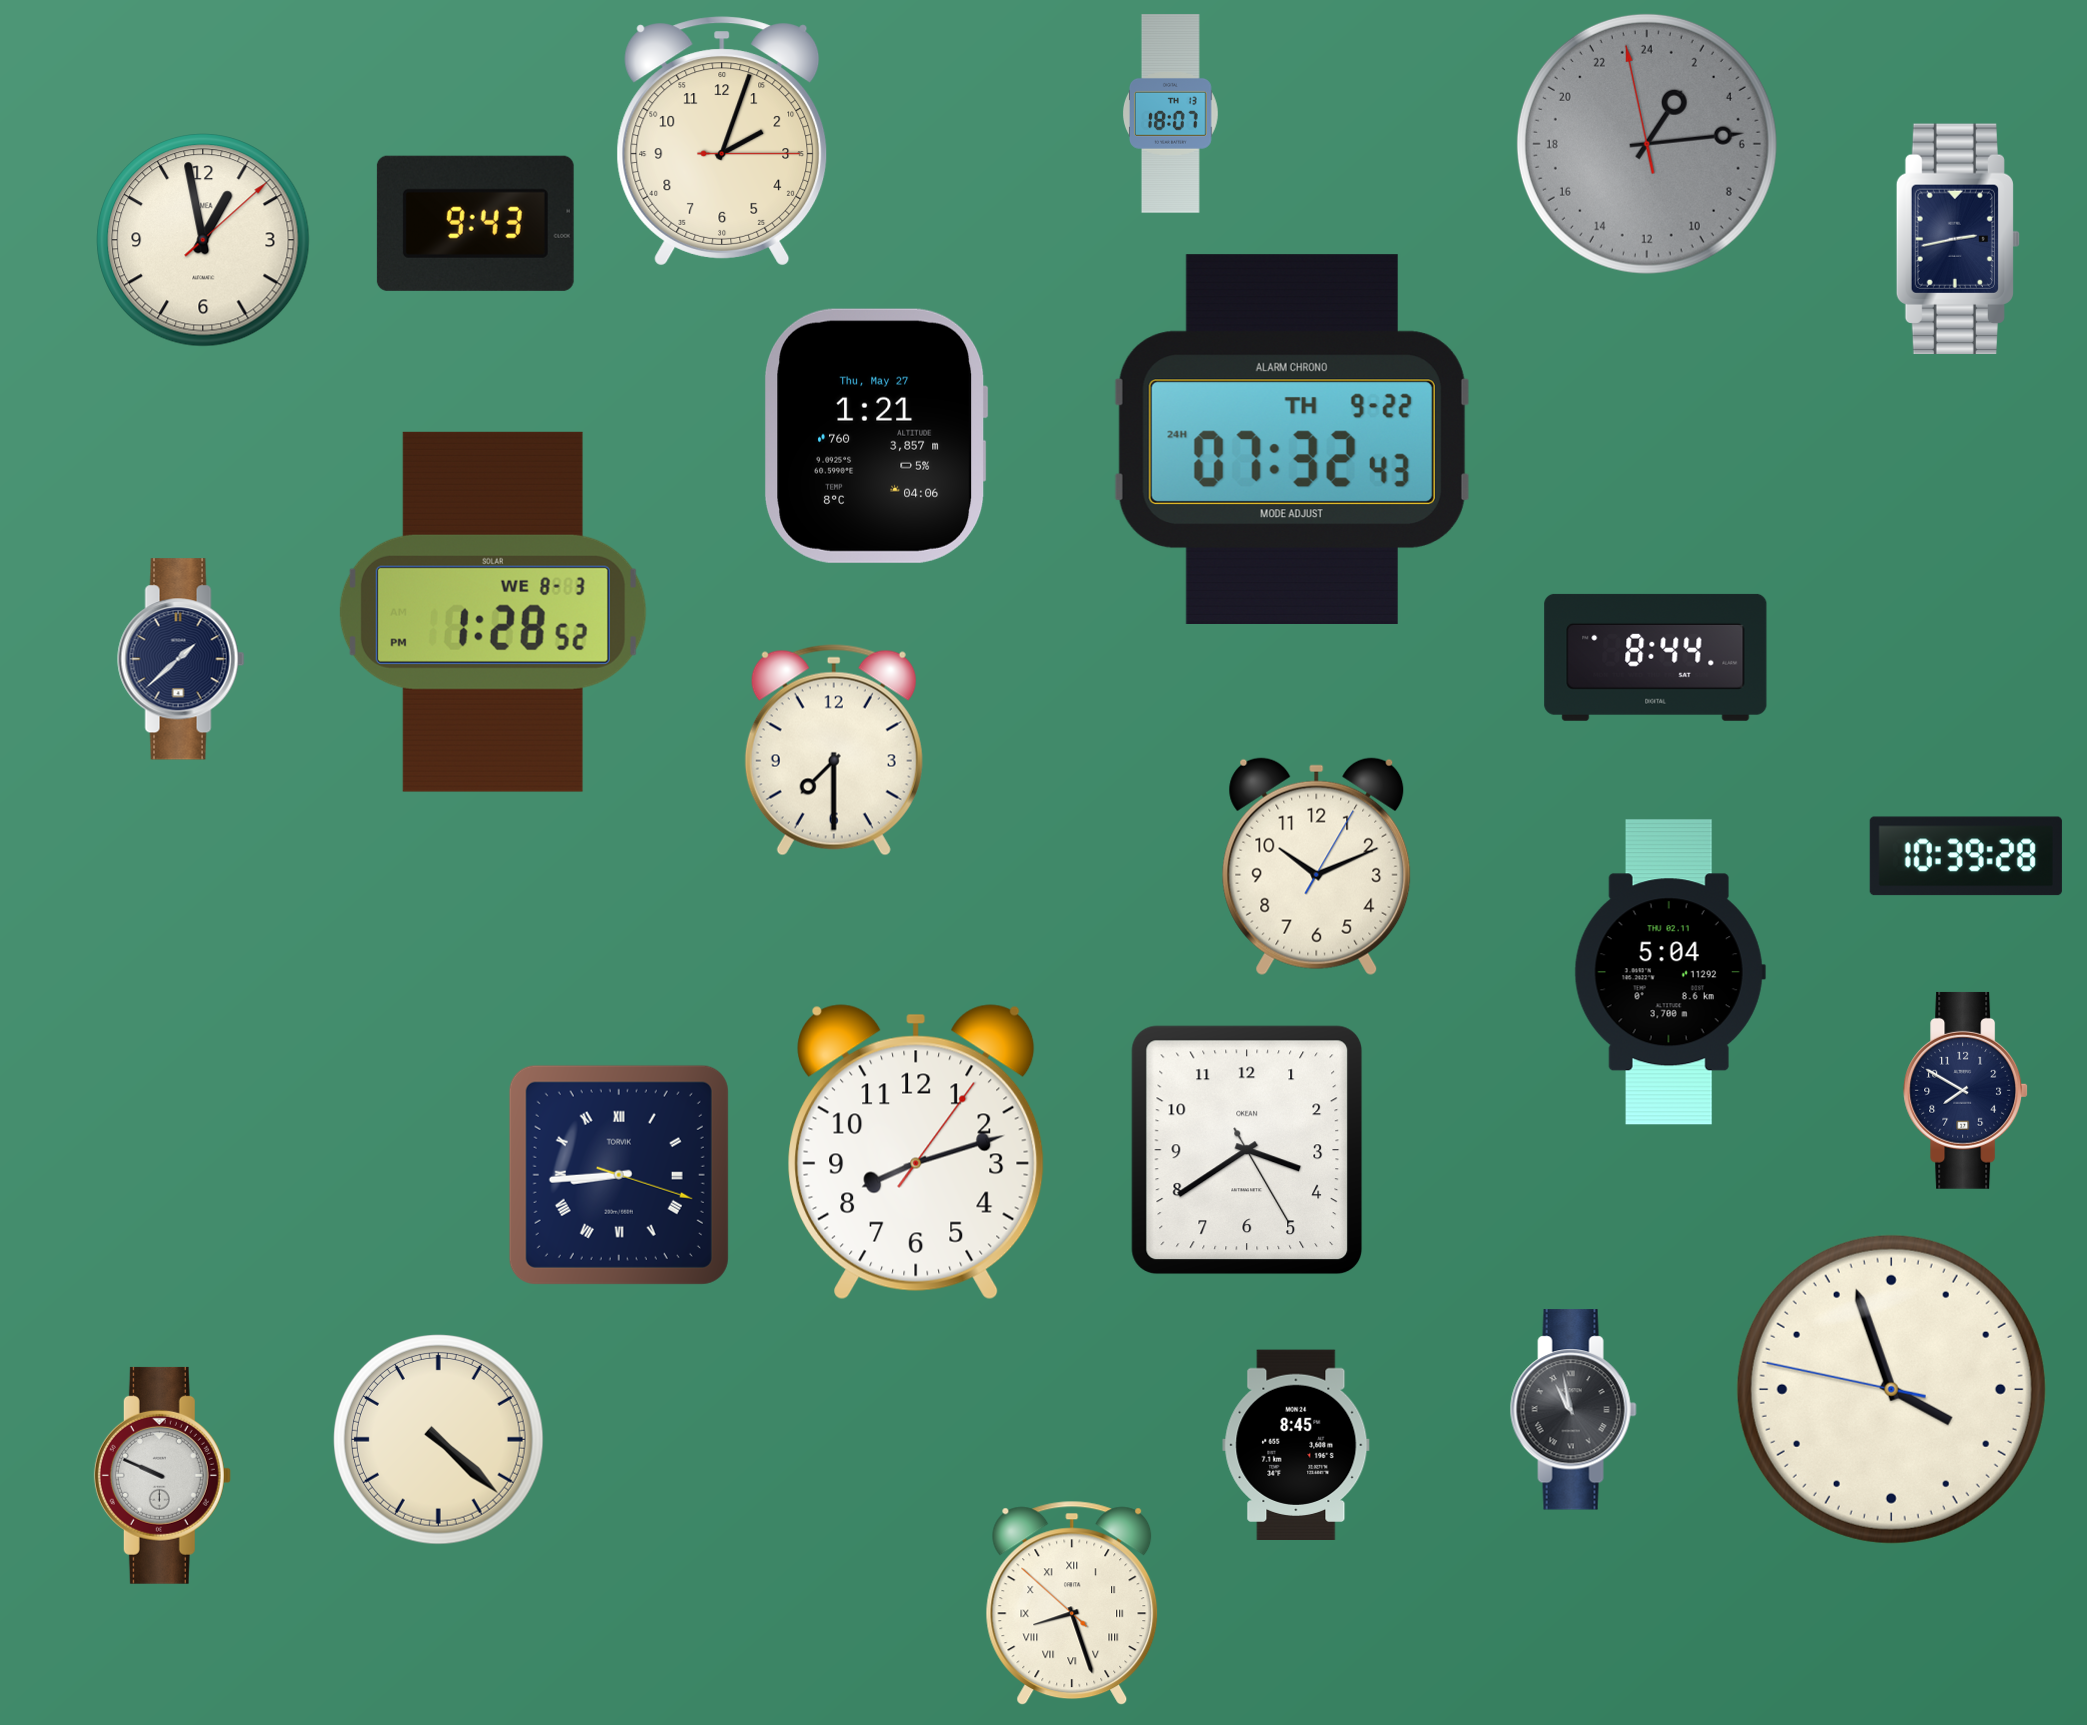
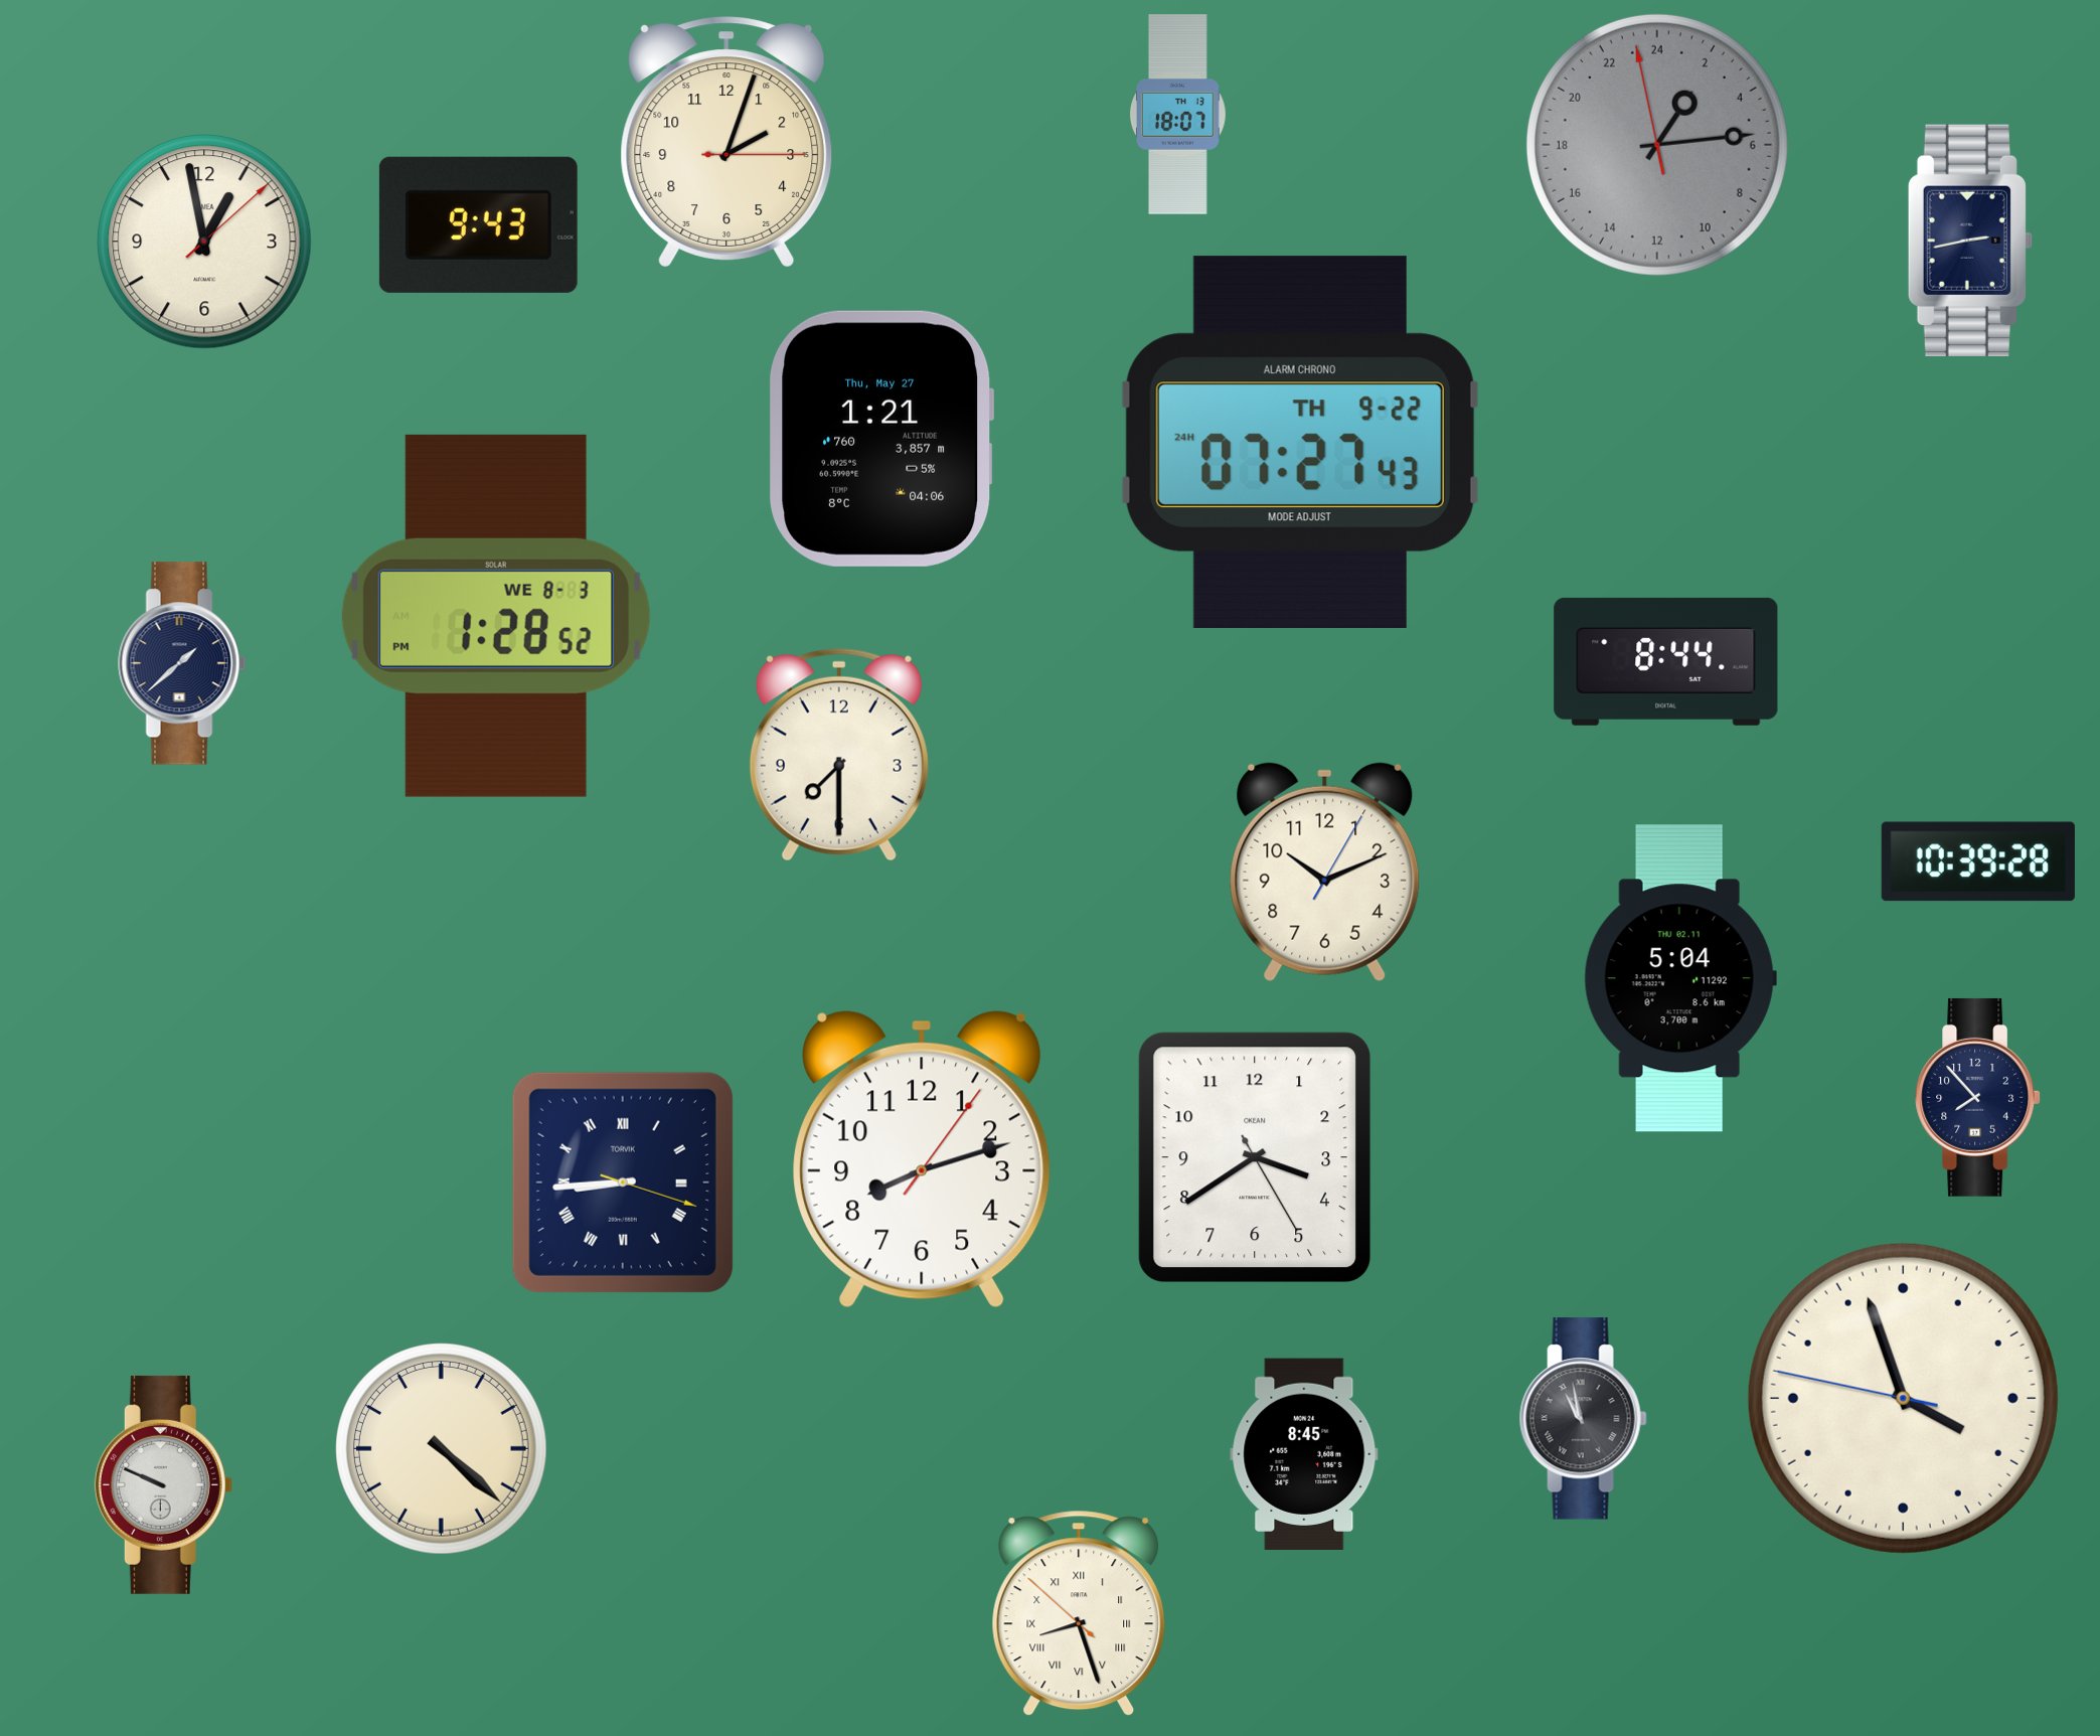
clock at (1292, 439): 07:32 -> 07:27
clock at (1966, 1090): 7:50 -> 7:53
